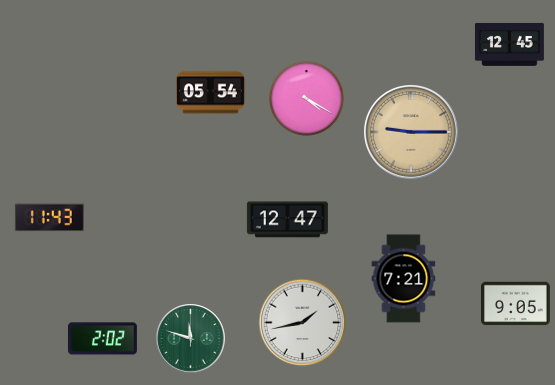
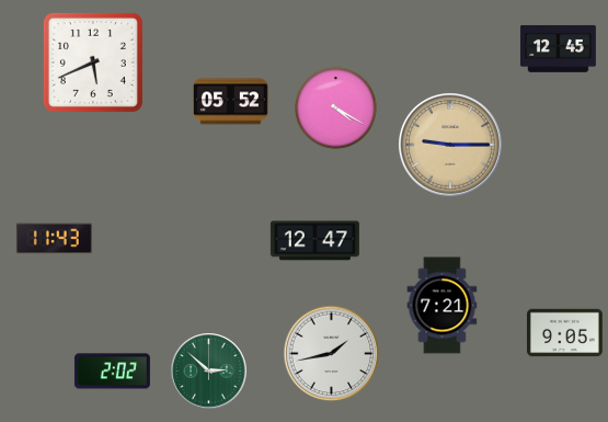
clock at (93, 62): none -> 5:41
clock at (210, 93): 05:54 -> 05:52
clock at (191, 339): 11:48 -> 2:52
